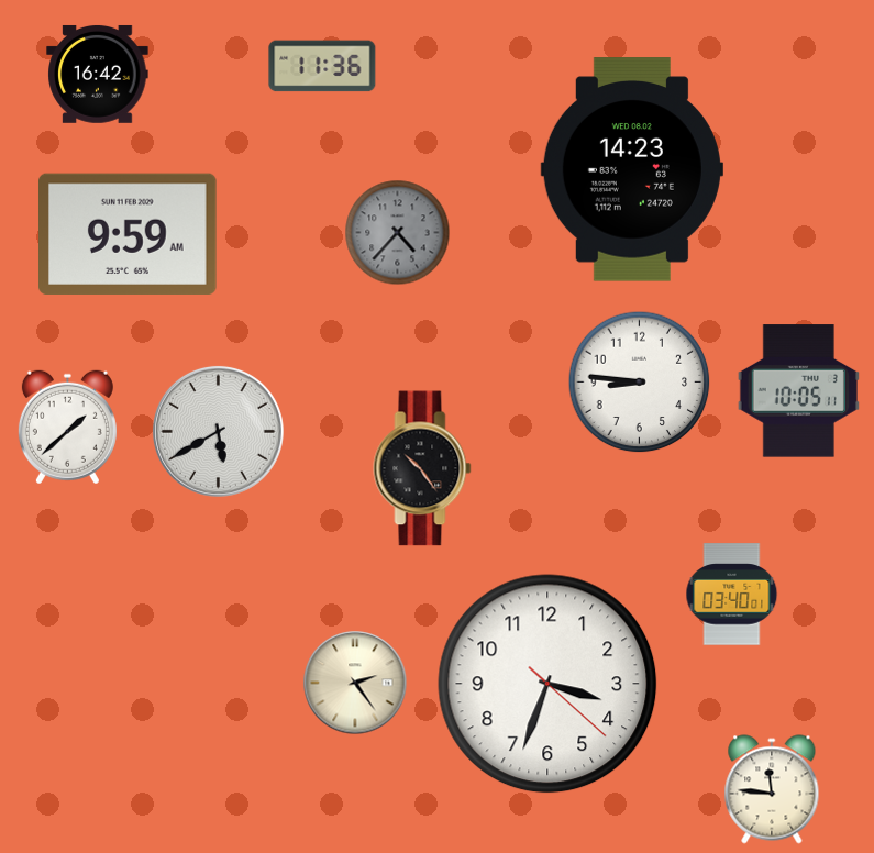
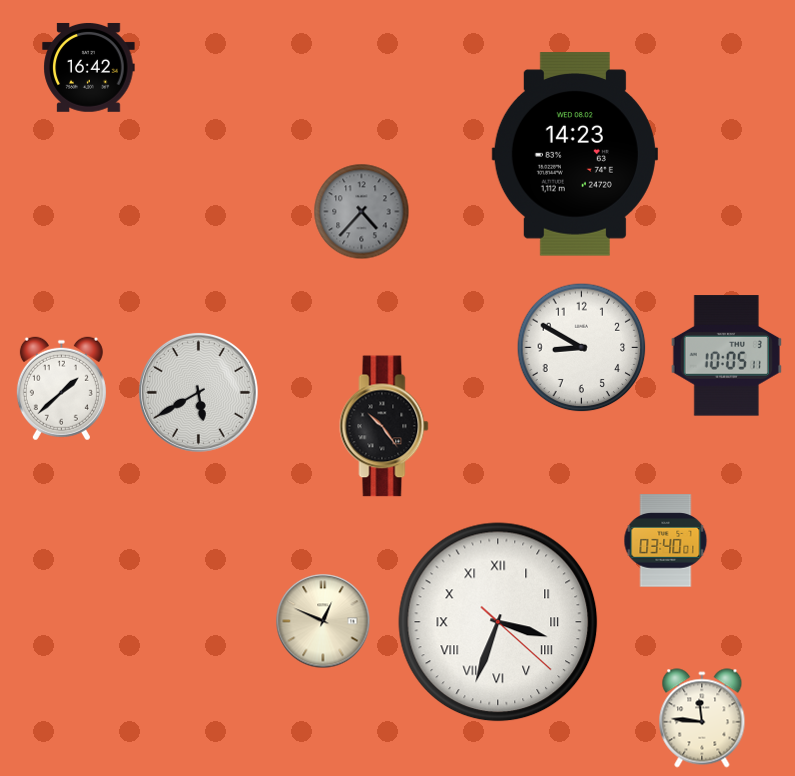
clock at (322, 66): 11:36 -> none
clock at (129, 234): 9:59 -> none
clock at (640, 383): 8:46 -> 8:50
clock at (355, 683): 2:24 -> 12:49
clock at (547, 684) numerals: Arabic -> Roman
